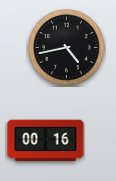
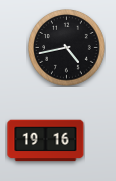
clock at (46, 141): 00:16 -> 19:16
